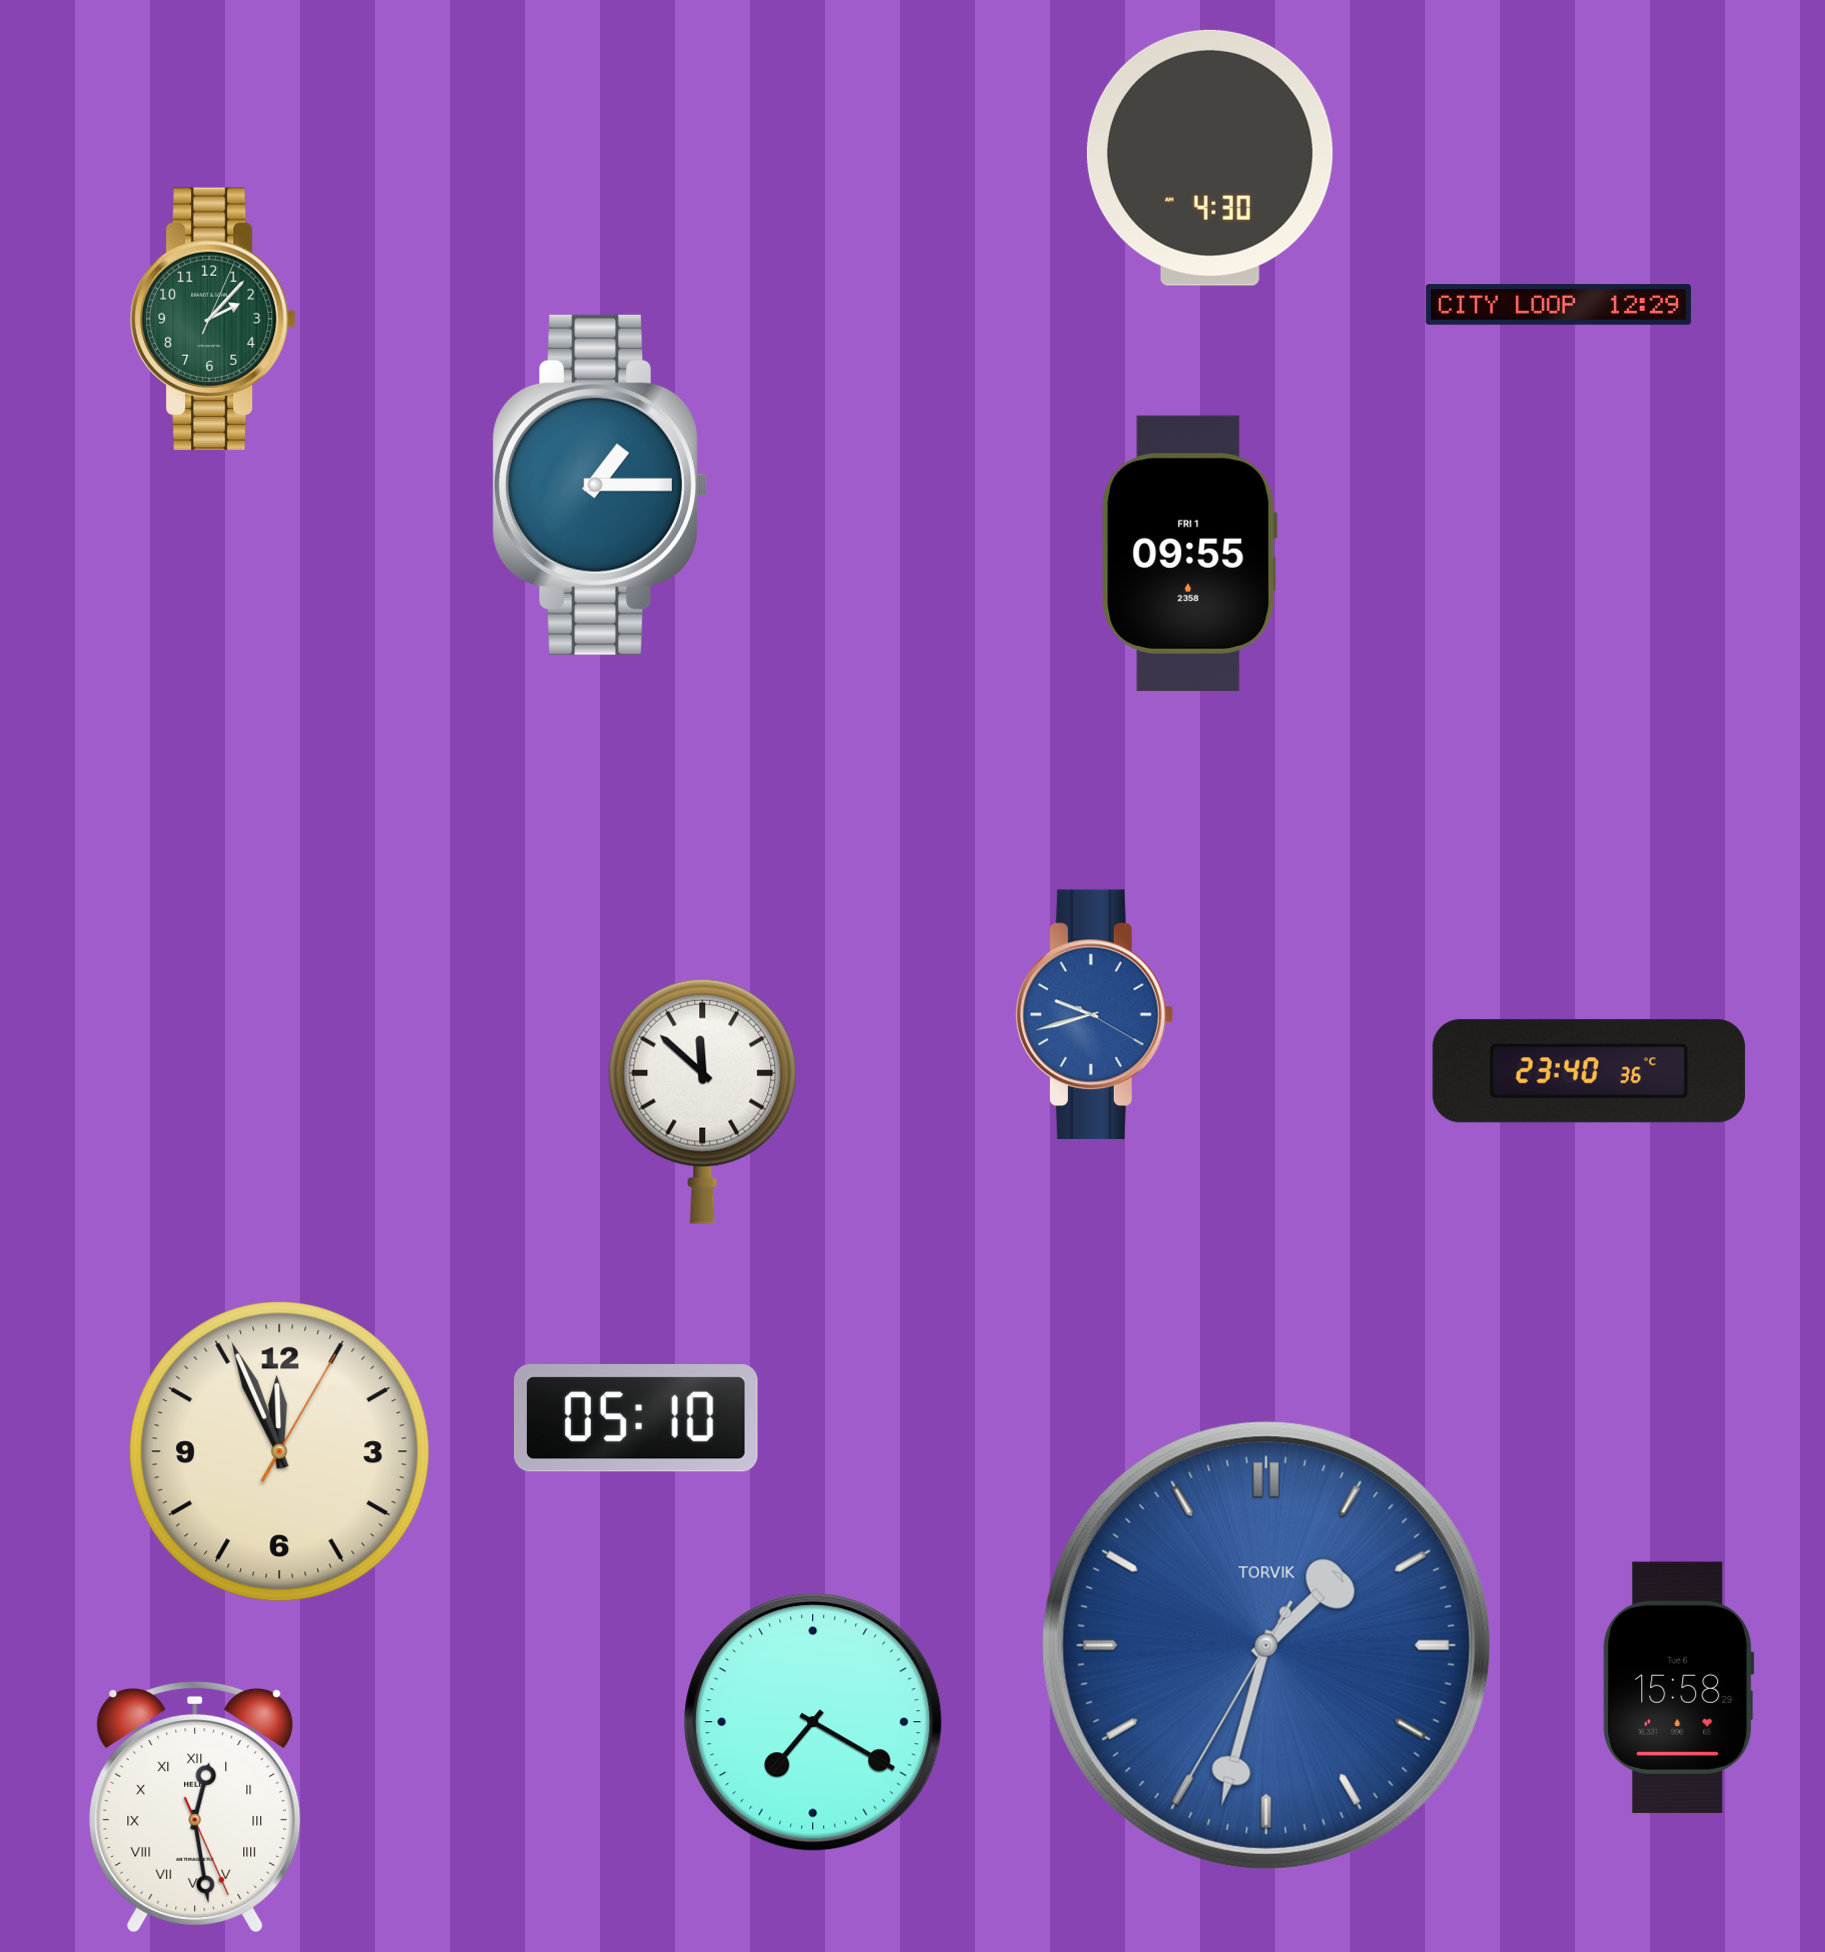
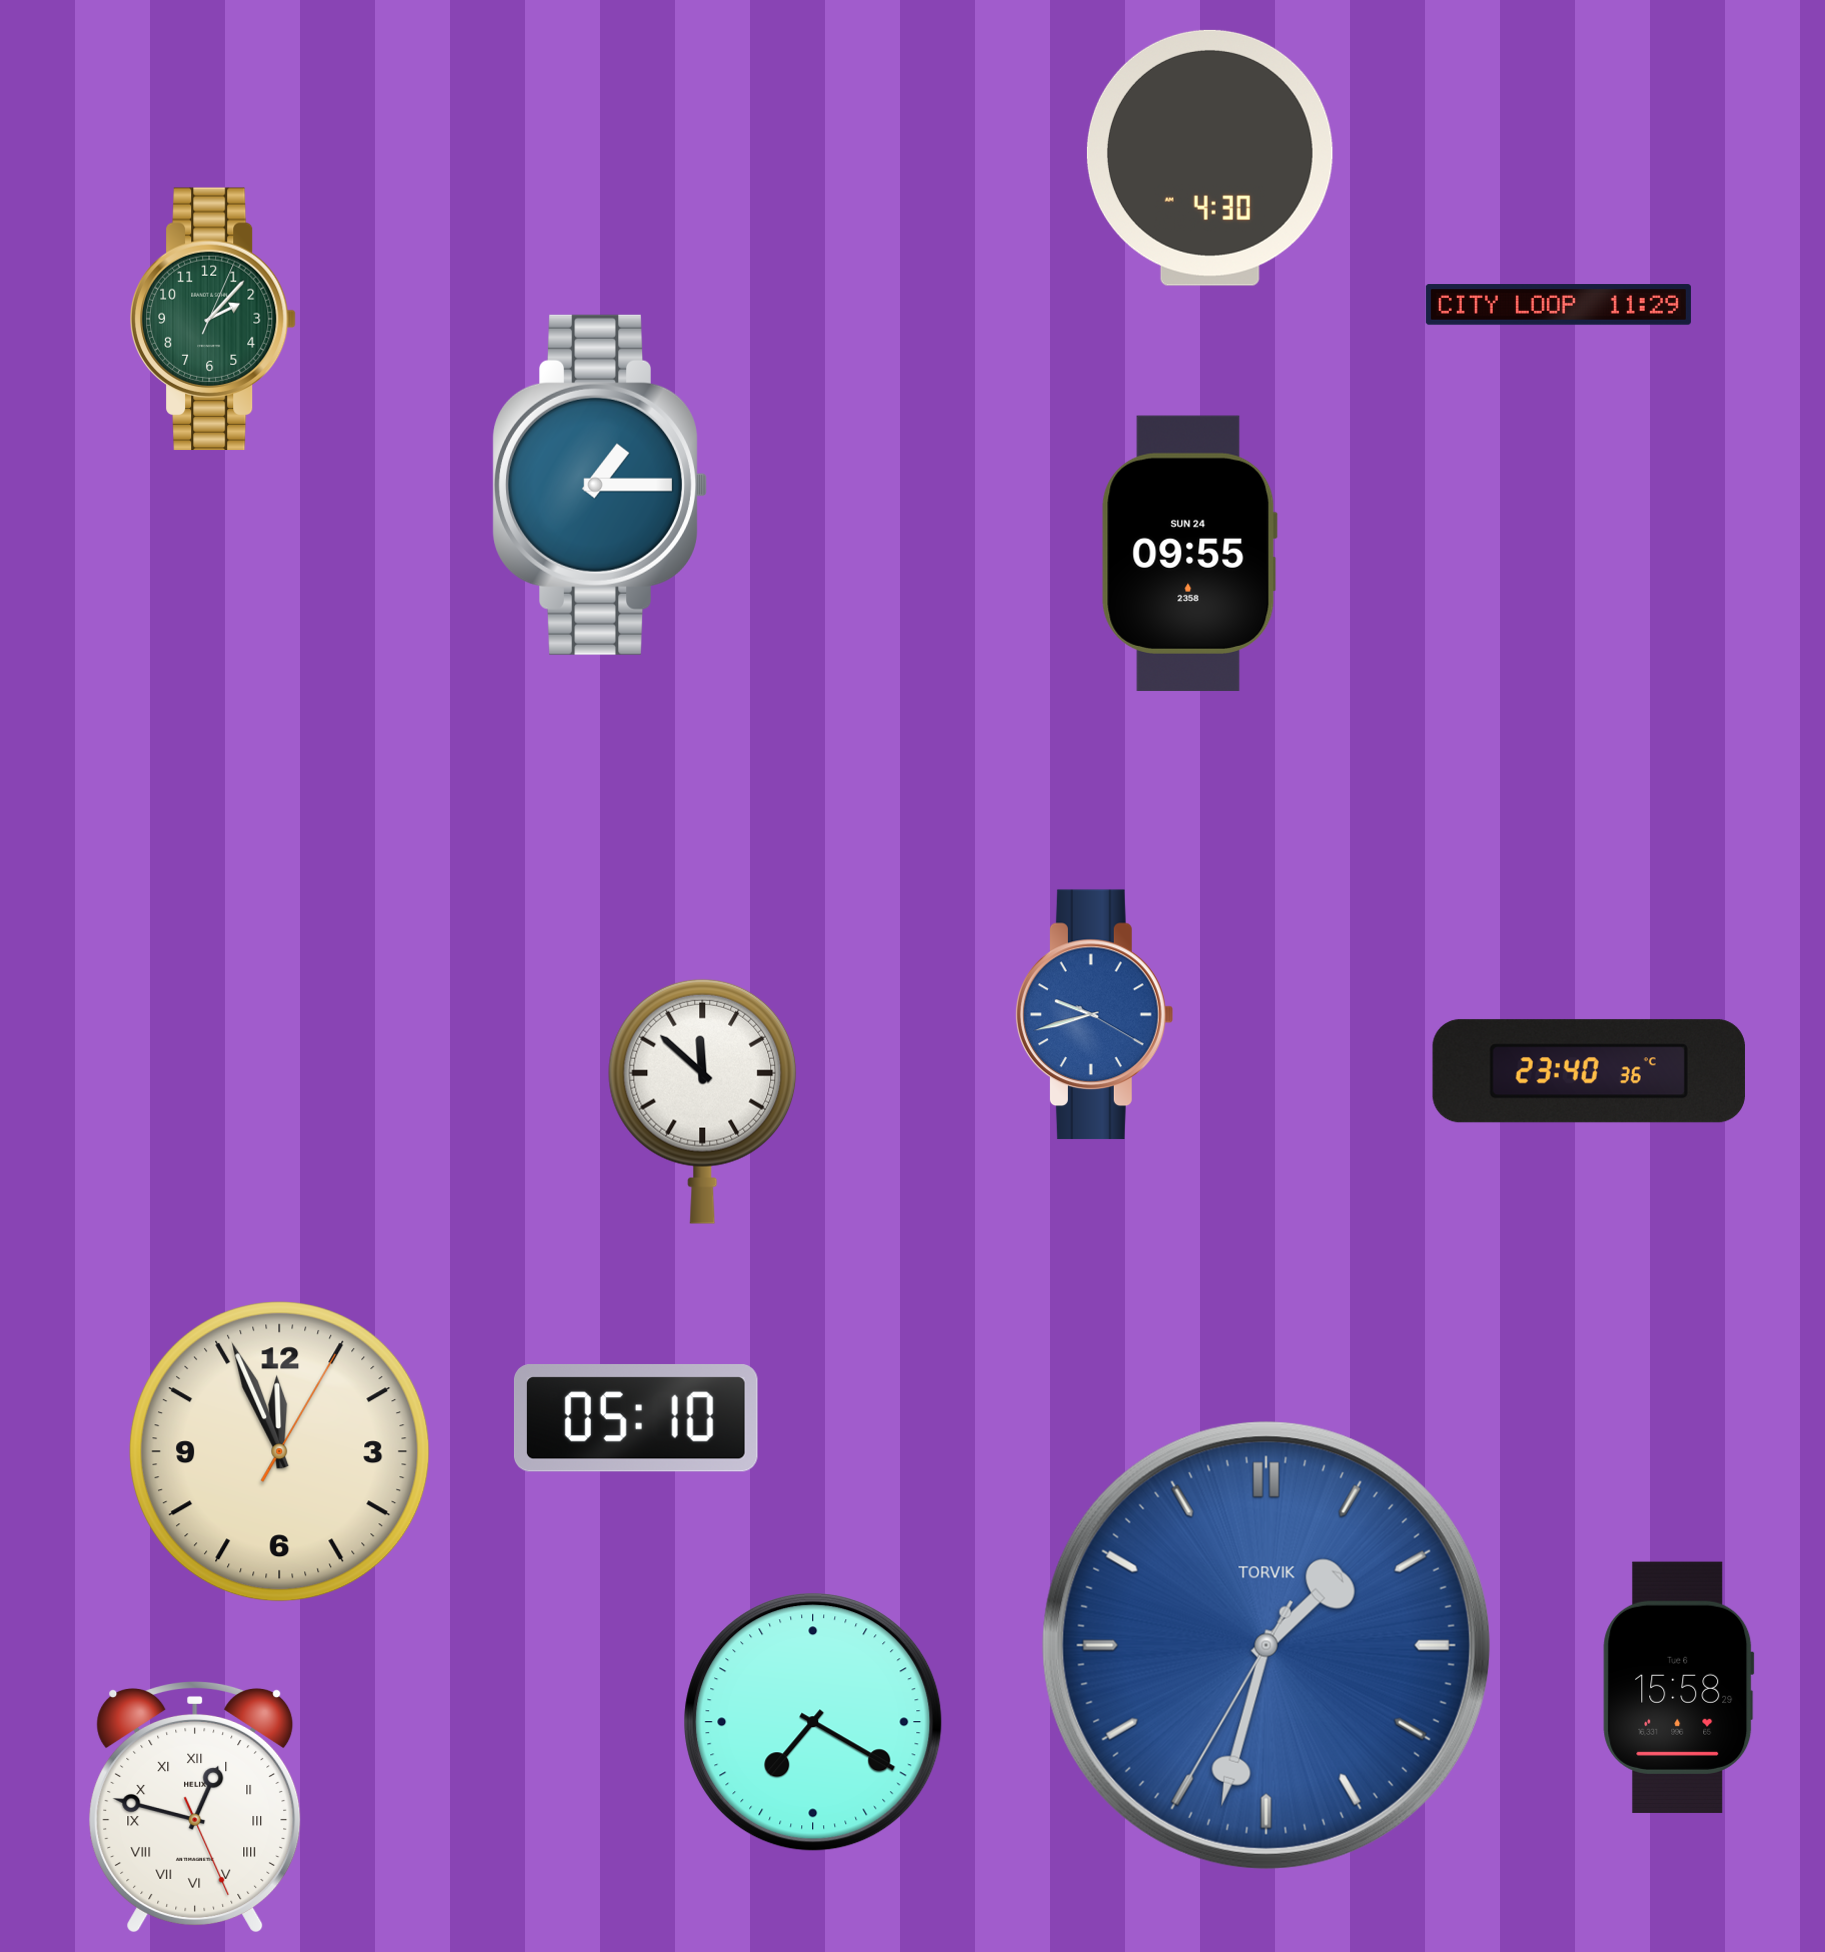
clock at (1558, 305): 12:29 -> 11:29
clock at (1189, 553) date: FRI 1 -> SUN 24
clock at (195, 1806): 12:28 -> 12:47
